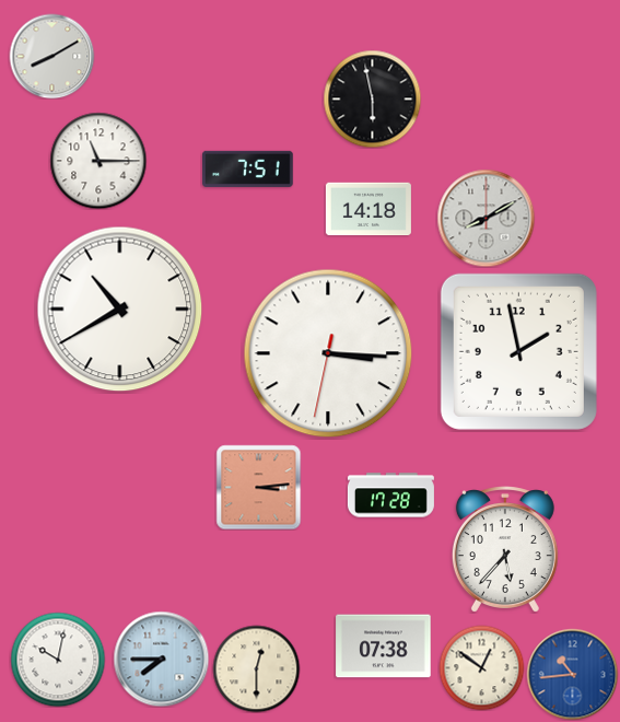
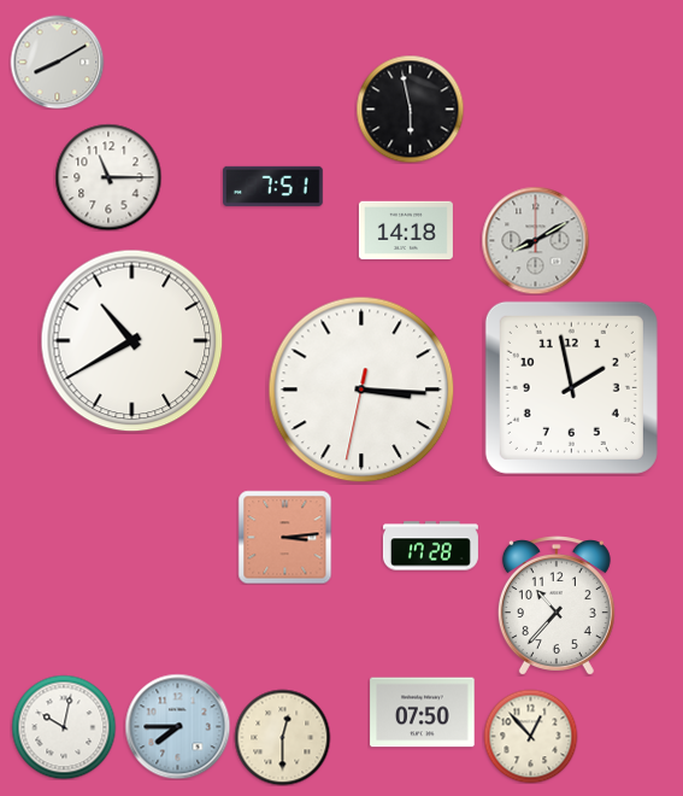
clock at (505, 549): 5:37 -> 10:37
clock at (384, 647): 07:38 -> 07:50
clock at (481, 667): 12:51 -> 12:53
clock at (572, 674): 10:44 -> none
